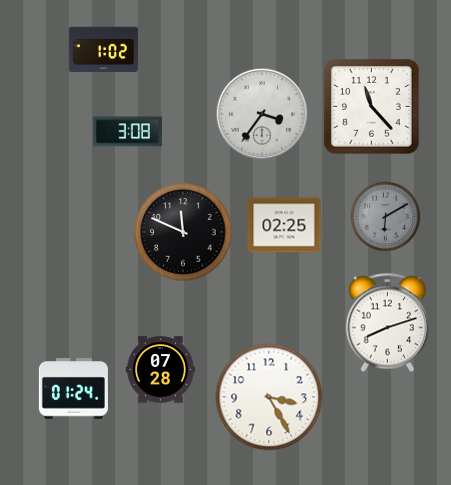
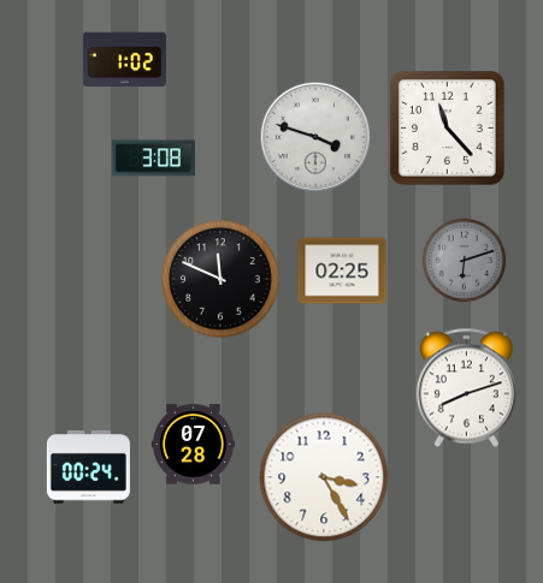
clock at (262, 114): 3:36 -> 3:48
clock at (386, 217): 6:10 -> 6:12
clock at (73, 389): 01:24 -> 00:24
